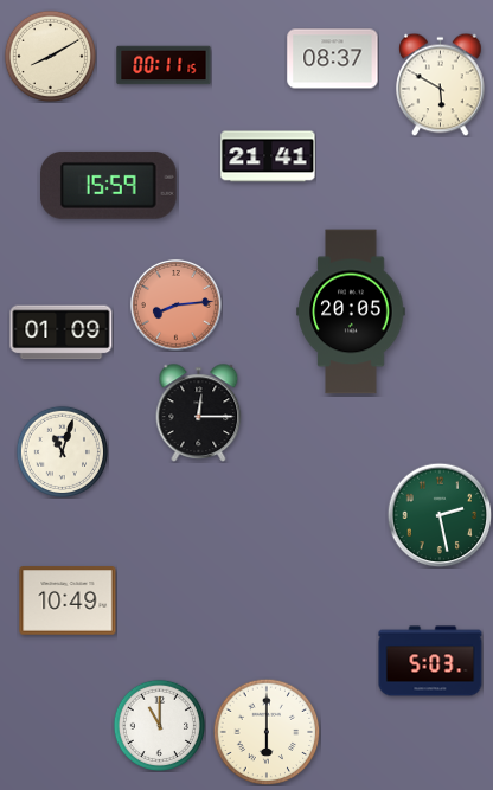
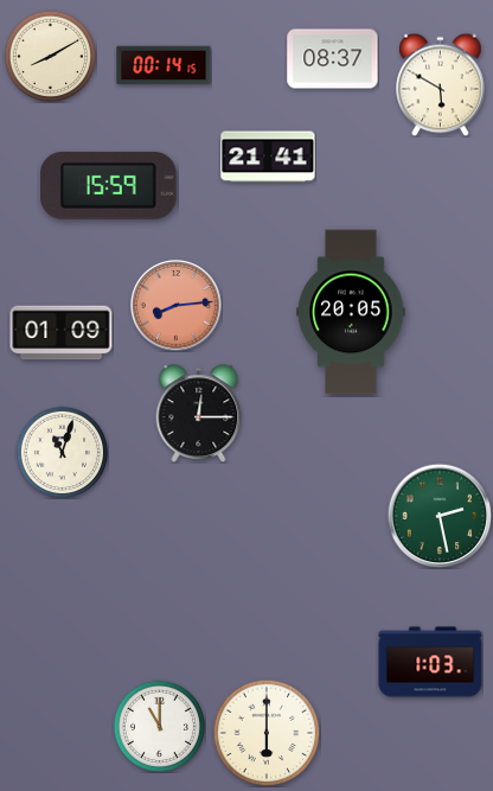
clock at (164, 65): 00:11 -> 00:14
clock at (68, 600): 10:49 -> none
clock at (430, 661): 5:03 -> 1:03
